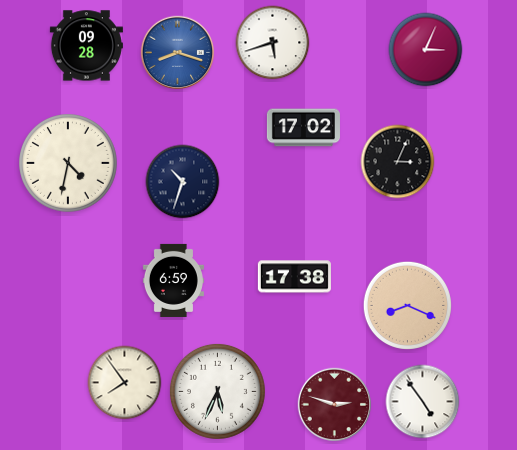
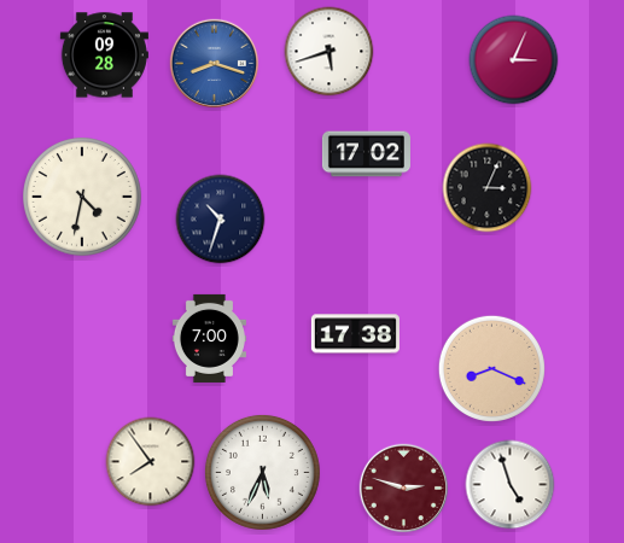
clock at (398, 162) position: (398, 162) -> (488, 188)
clock at (173, 280): 6:59 -> 7:00
clock at (423, 402): 4:54 -> 4:57
